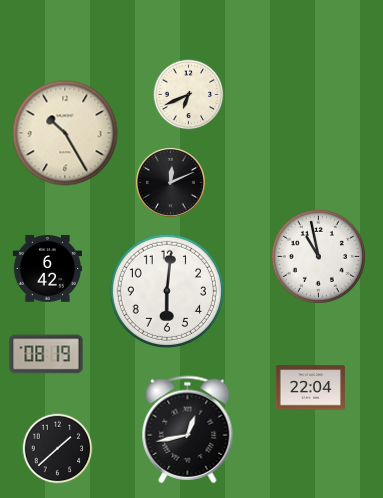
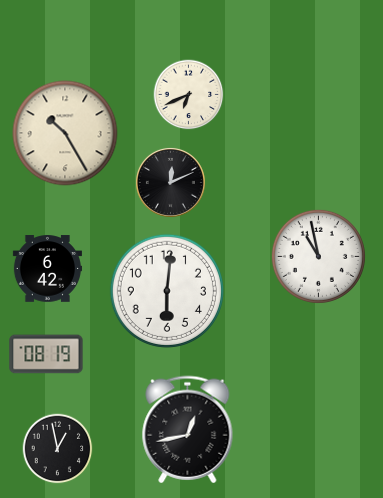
clock at (310, 388): 22:04 -> none
clock at (58, 449): 1:38 -> 12:58
